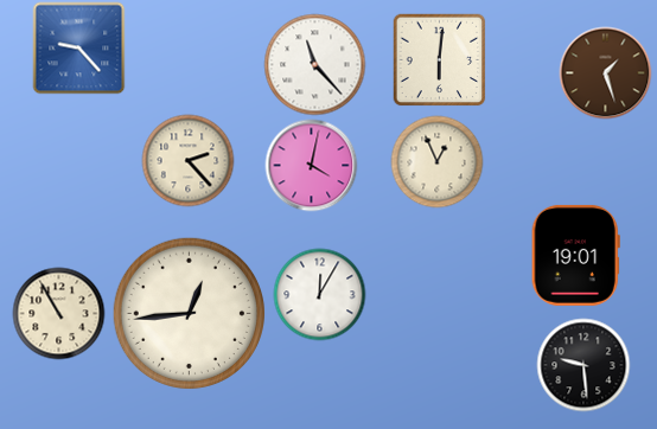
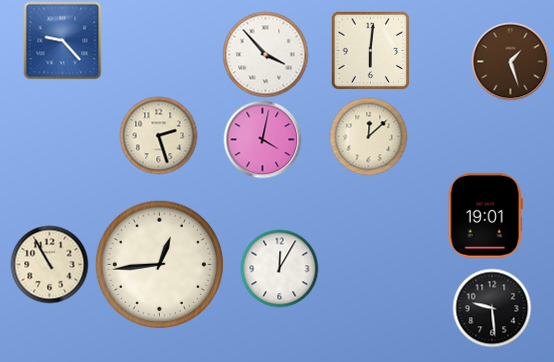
clock at (78, 47) position: (78, 47) -> (62, 40)
clock at (314, 64): 11:23 -> 3:53
clock at (187, 160): 2:23 -> 2:27
clock at (436, 161): 12:56 -> 12:08
clock at (319, 294) position: (319, 294) -> (279, 268)
